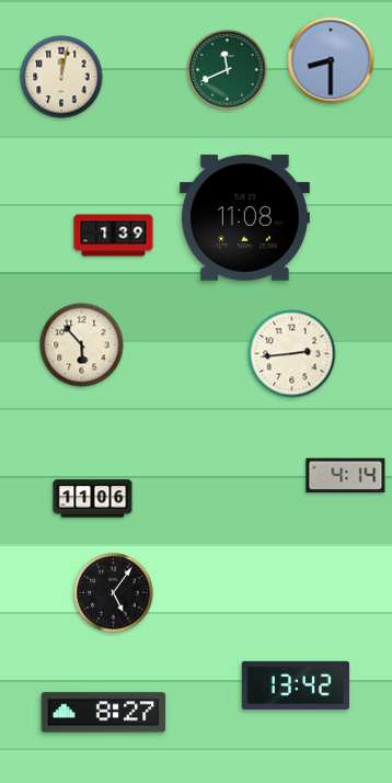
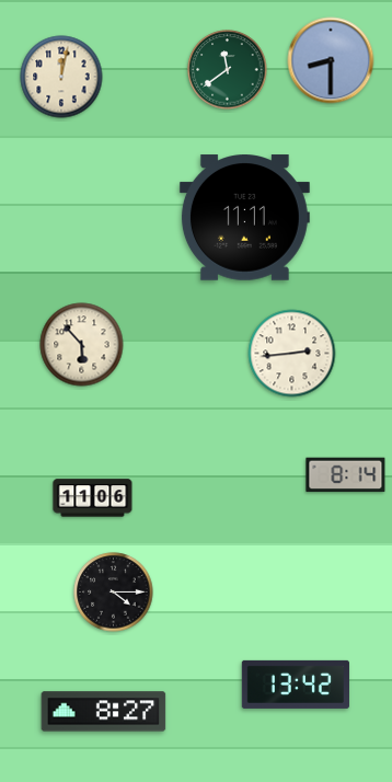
clock at (228, 70): 11:41 -> 11:39
clock at (244, 218): 11:08 -> 11:11
clock at (114, 236): 1:39 -> none
clock at (346, 476): 4:14 -> 8:14
clock at (114, 593): 5:06 -> 4:15
